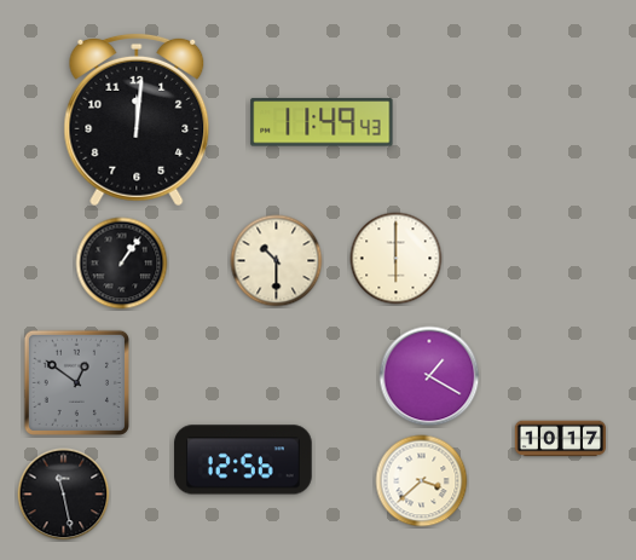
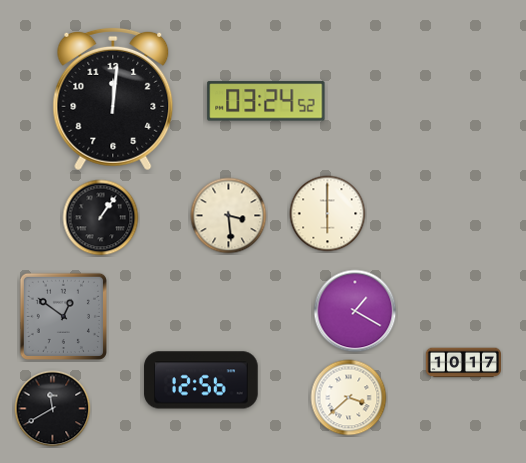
clock at (322, 122): 11:49 -> 03:24
clock at (277, 261): 10:30 -> 3:29
clock at (64, 495): 11:28 -> 11:40
